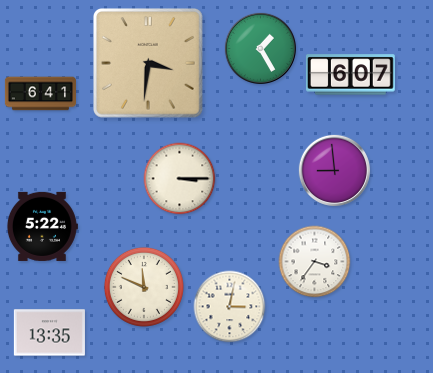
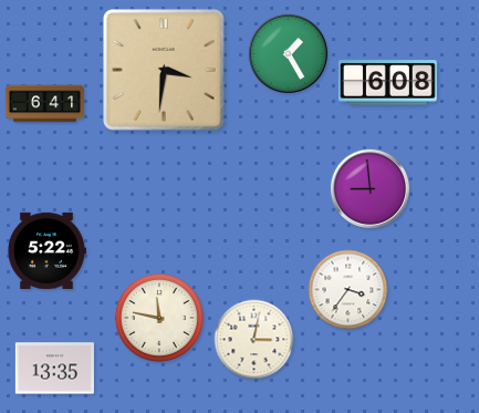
clock at (350, 75): 6:07 -> 6:08
clock at (180, 179): 3:15 -> none
clock at (144, 287): 11:49 -> 11:47
